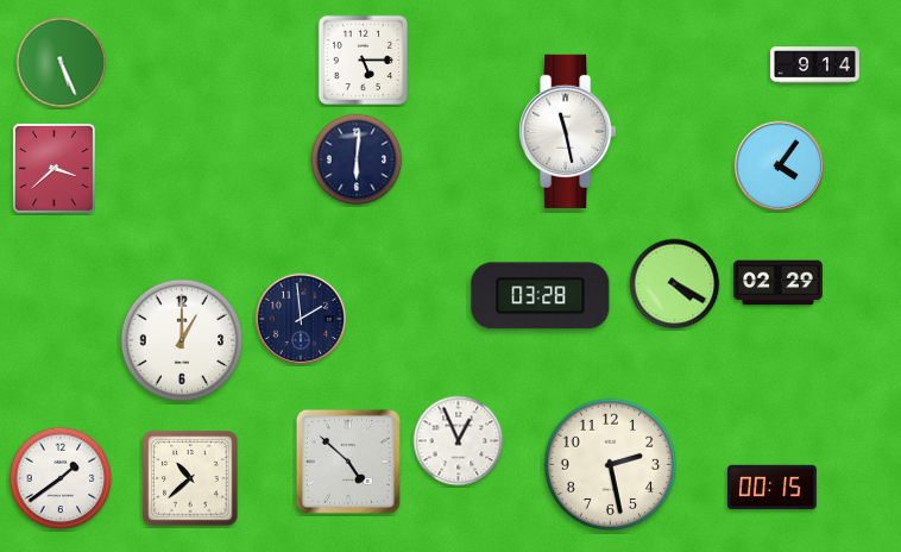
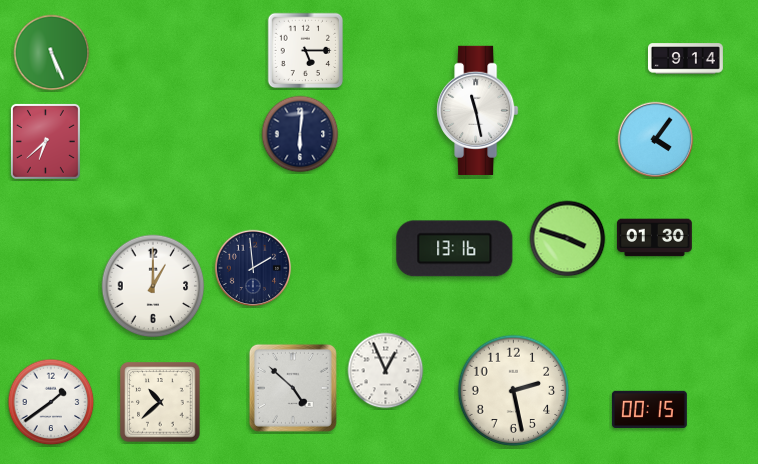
clock at (815, 65) position: (815, 65) -> (686, 59)
clock at (53, 168): 3:38 -> 6:38
clock at (777, 283): 02:29 -> 01:30
clock at (675, 284): 4:20 -> 3:48
clock at (541, 296): 03:28 -> 13:16
